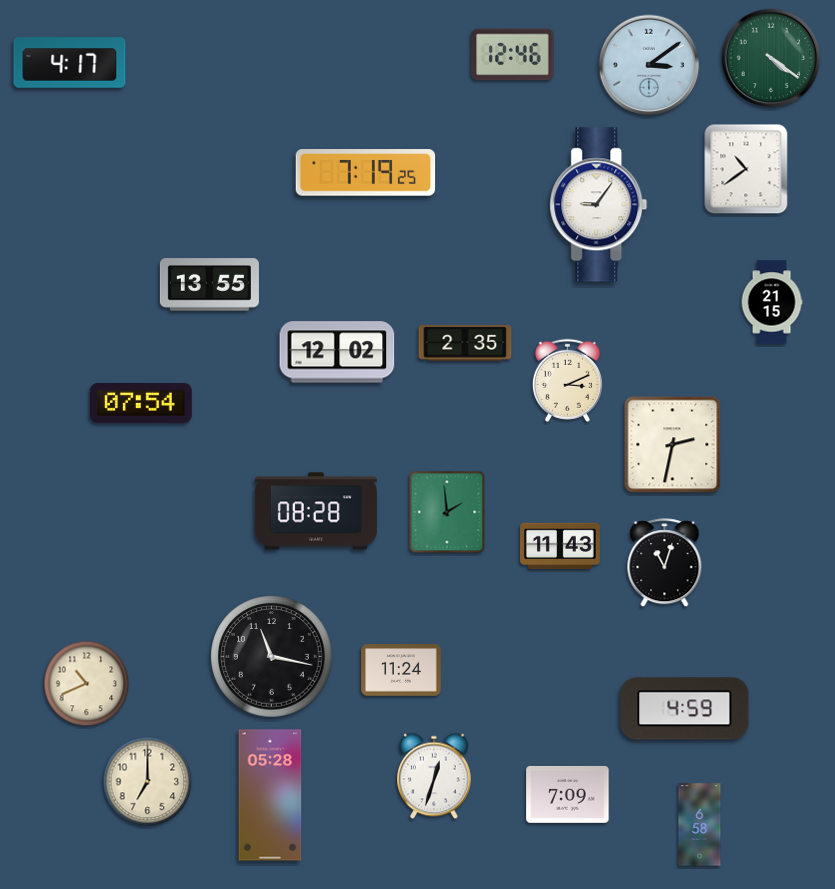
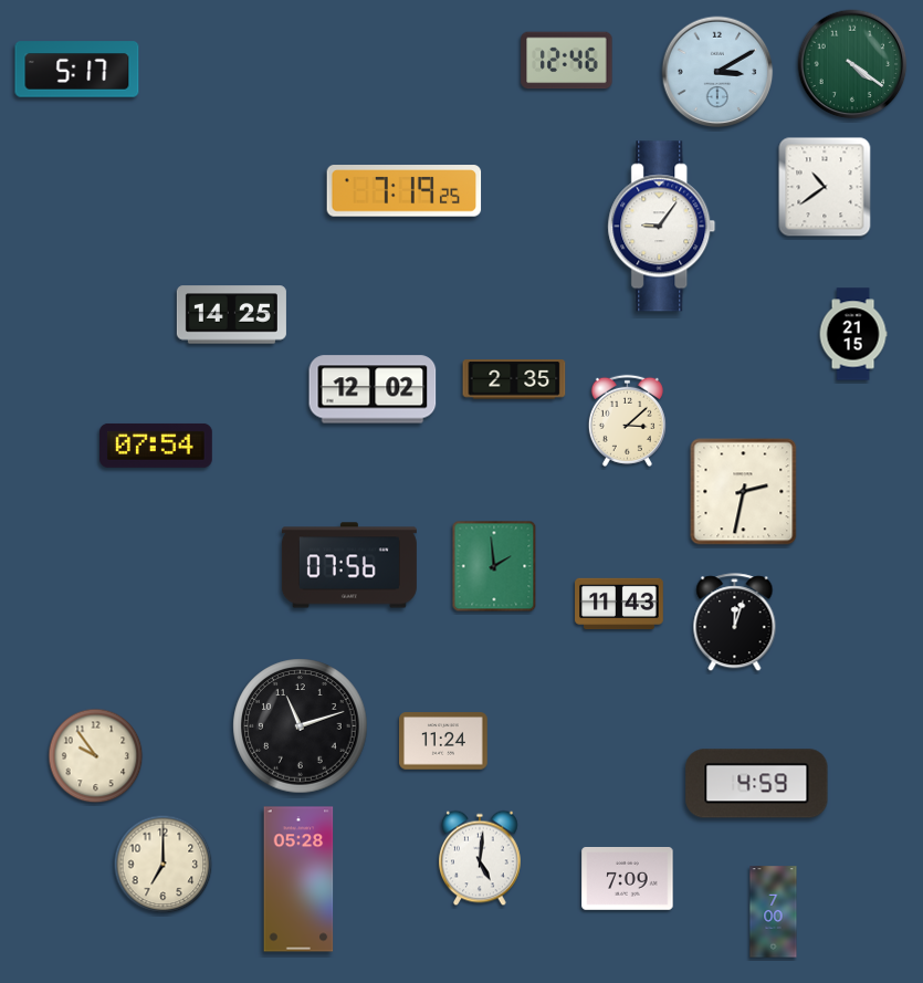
clock at (70, 63): 4:17 -> 5:17
clock at (649, 65): 3:09 -> 3:10
clock at (209, 285): 13:55 -> 14:25
clock at (567, 380): 3:11 -> 3:08
clock at (316, 511): 08:28 -> 07:56
clock at (665, 563): 11:03 -> 12:03
clock at (272, 657): 11:17 -> 11:12
clock at (87, 684): 10:41 -> 9:54
clock at (435, 776): 12:33 -> 5:01
clock at (700, 825): 6:58 -> 7:00
